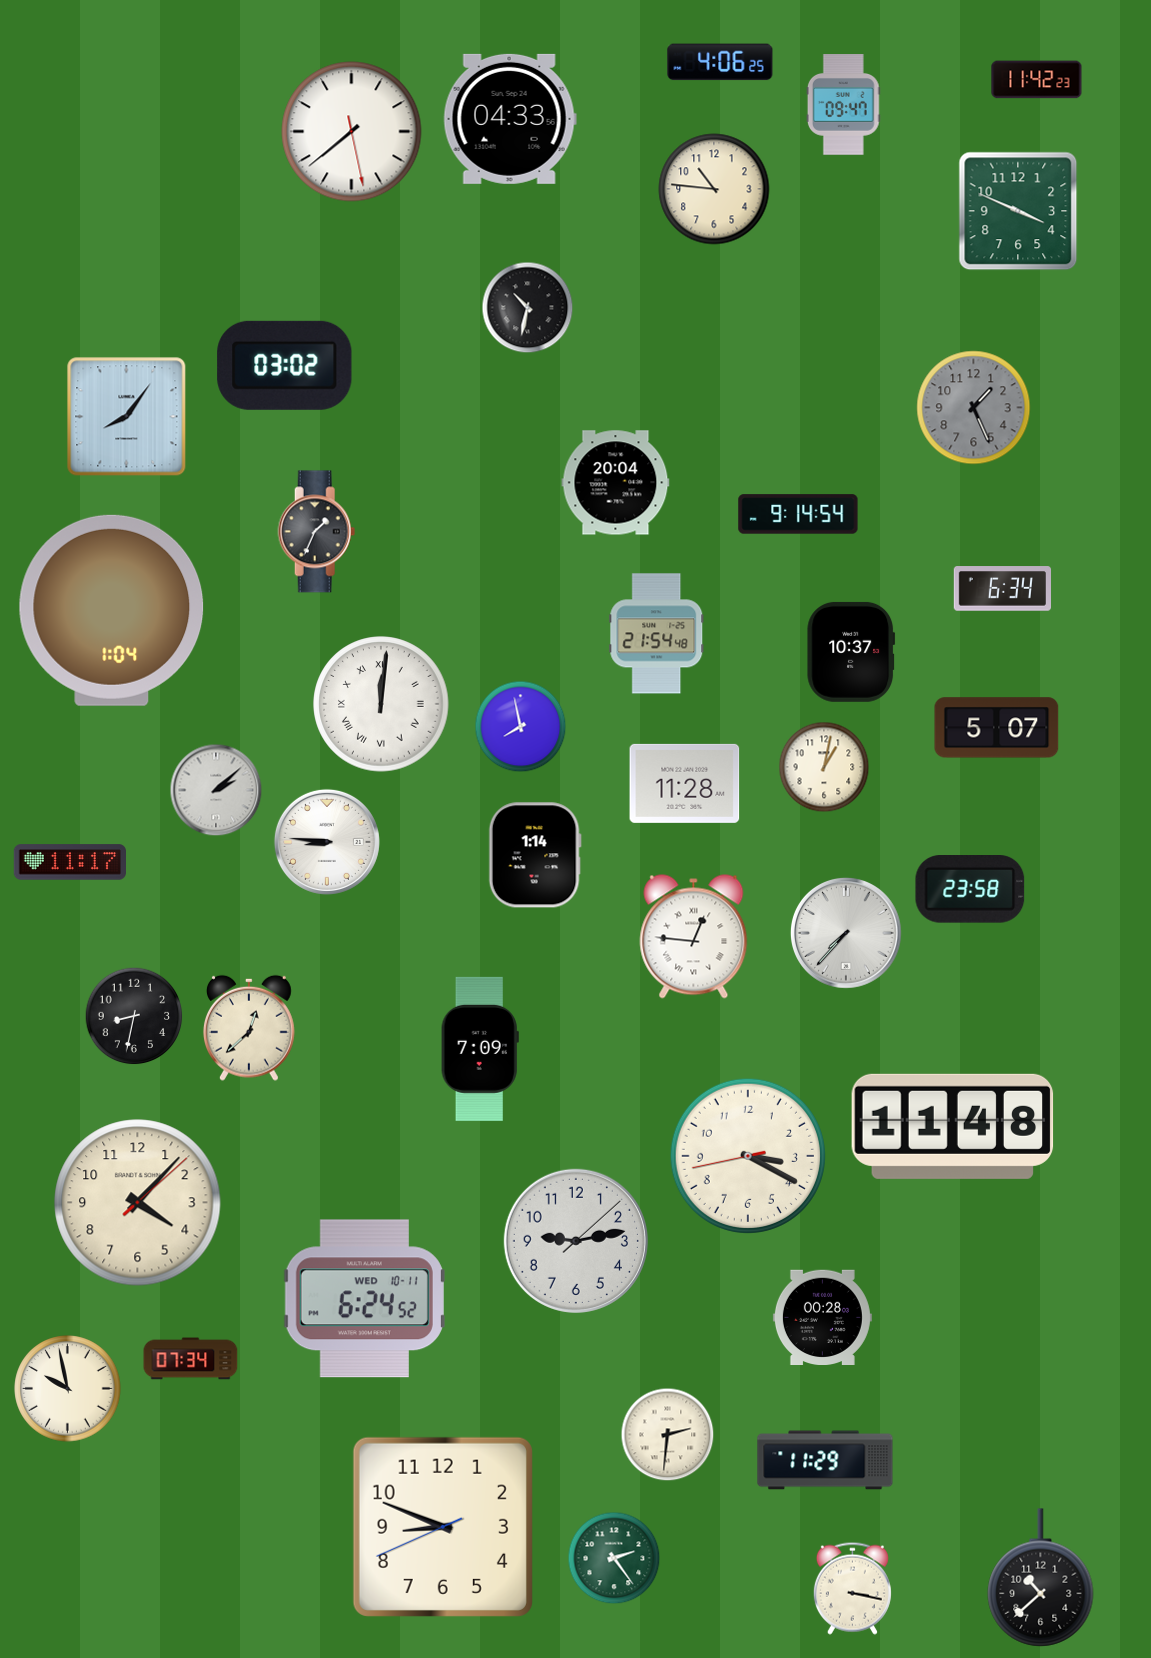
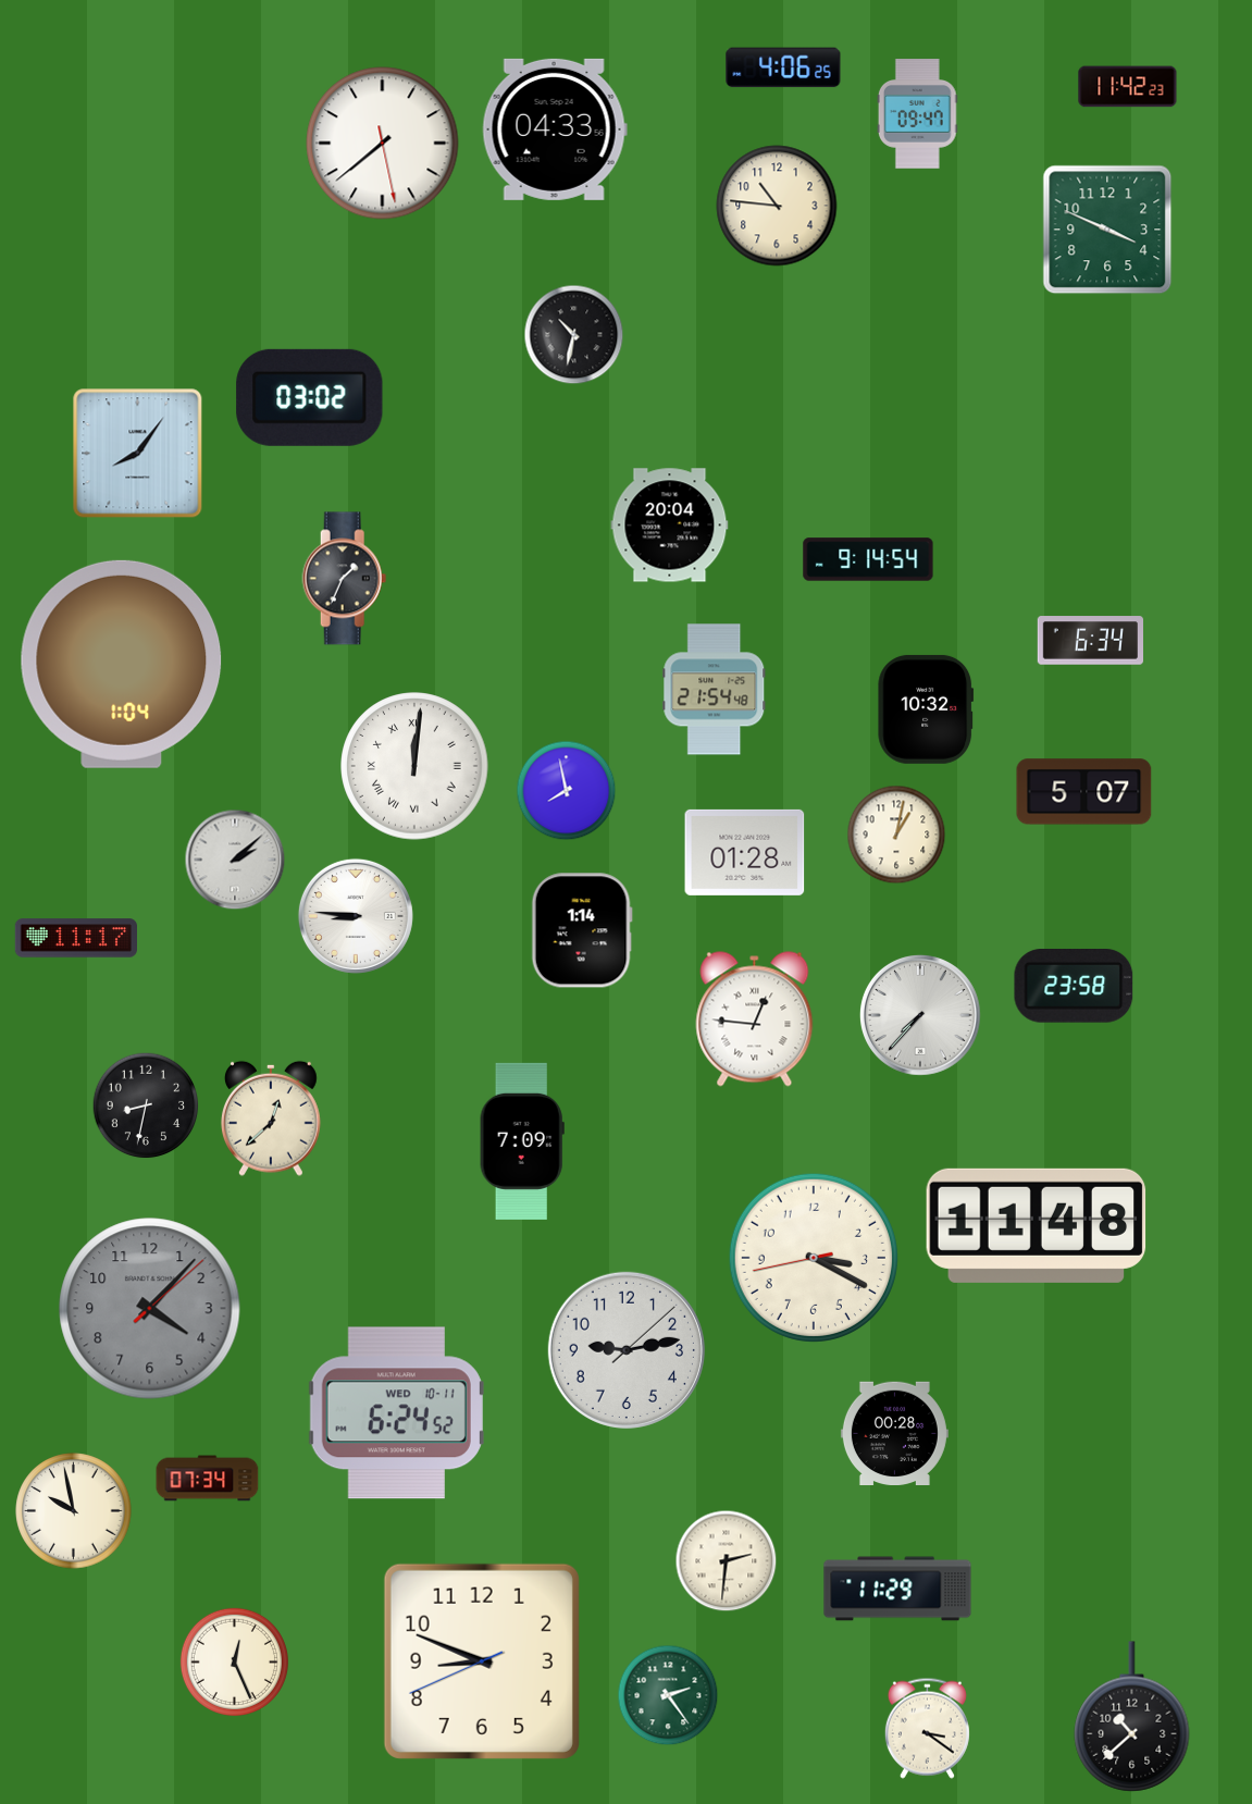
clock at (974, 408): 1:26 -> none
clock at (851, 652): 10:37 -> 10:32
clock at (685, 783): 11:28 -> 01:28
clock at (970, 890) position: (970, 890) -> (1074, 987)
clock at (138, 1203) dial: cream -> grey
clock at (234, 1661): none -> 12:26
clock at (852, 1588): 3:17 -> 3:21
